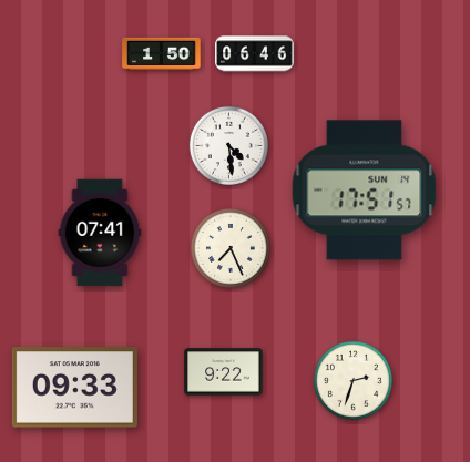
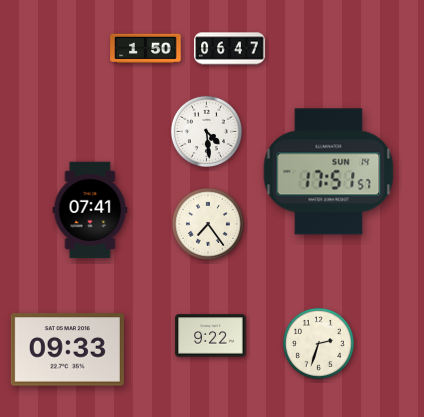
clock at (255, 54): 06:46 -> 06:47
clock at (231, 248): 7:26 -> 7:24
clock at (224, 372) position: (224, 372) -> (211, 336)
